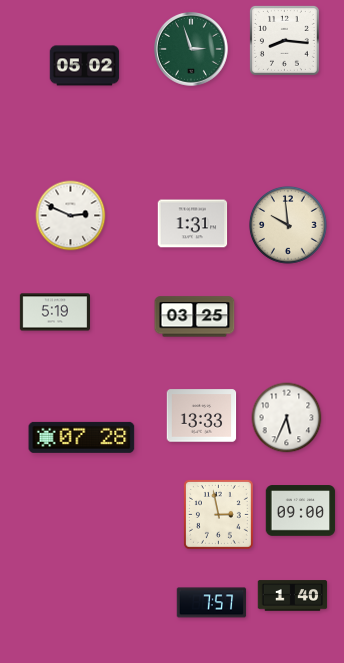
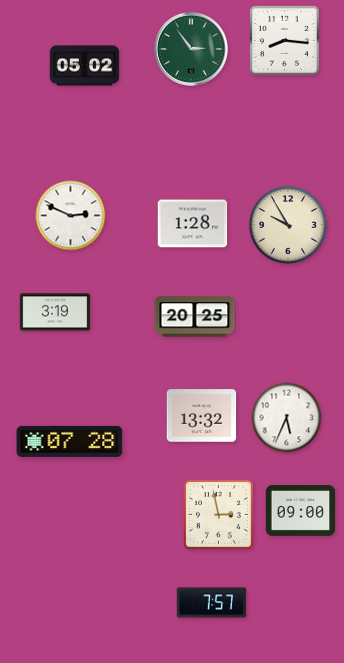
clock at (192, 50): 2:57 -> 2:54
clock at (193, 224): 1:31 -> 1:28
clock at (289, 226): 9:59 -> 9:55
clock at (54, 312): 5:19 -> 3:19
clock at (195, 317): 03:25 -> 20:25
clock at (202, 416): 13:33 -> 13:32
clock at (82, 437) position: (82, 437) -> (70, 441)
clock at (293, 596): 1:40 -> none
